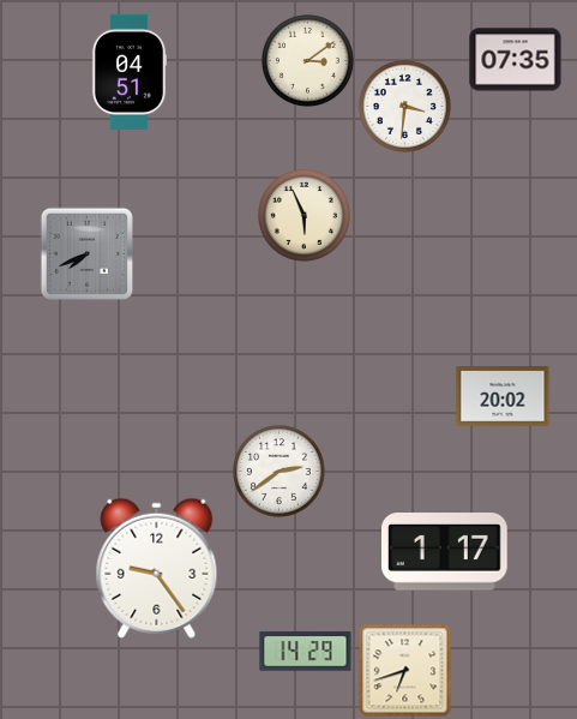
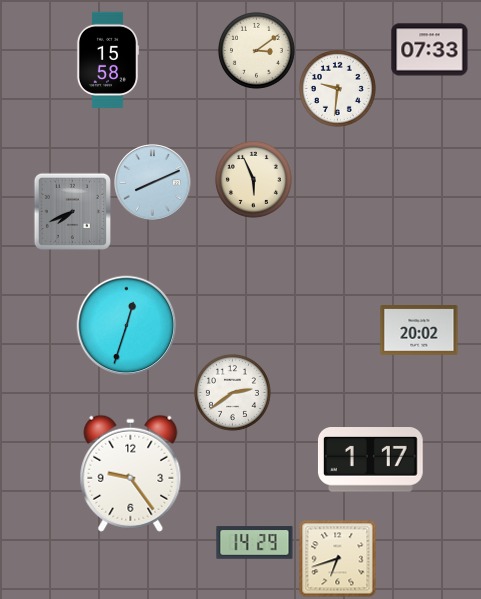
clock at (516, 60): 07:35 -> 07:33
clock at (130, 71): 04:51 -> 15:58
clock at (404, 106): 3:31 -> 9:31
clock at (153, 183): none -> 8:11
clock at (127, 326): none -> 12:33
